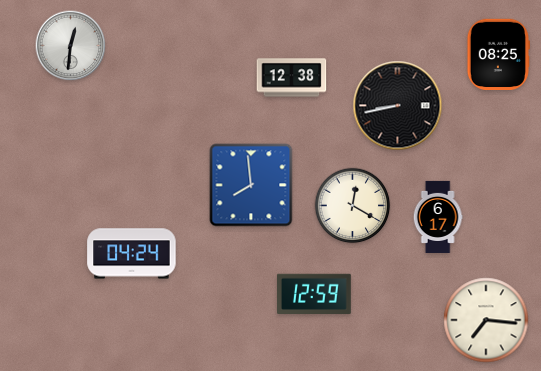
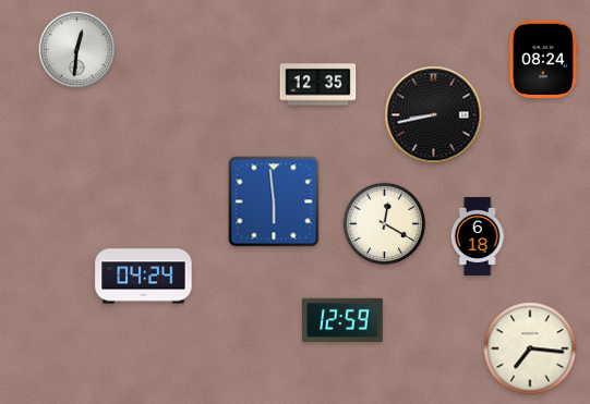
clock at (498, 54): 08:25 -> 08:24
clock at (292, 78): 12:38 -> 12:35
clock at (251, 185): 7:59 -> 5:59
clock at (438, 217): 6:17 -> 6:18
